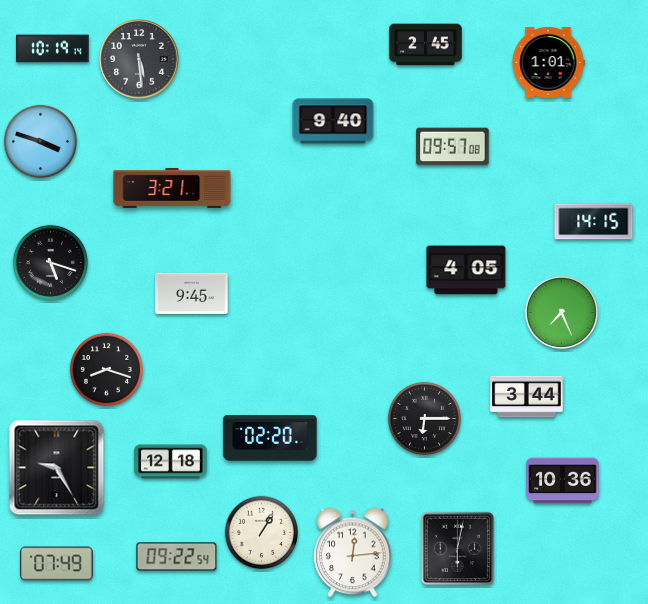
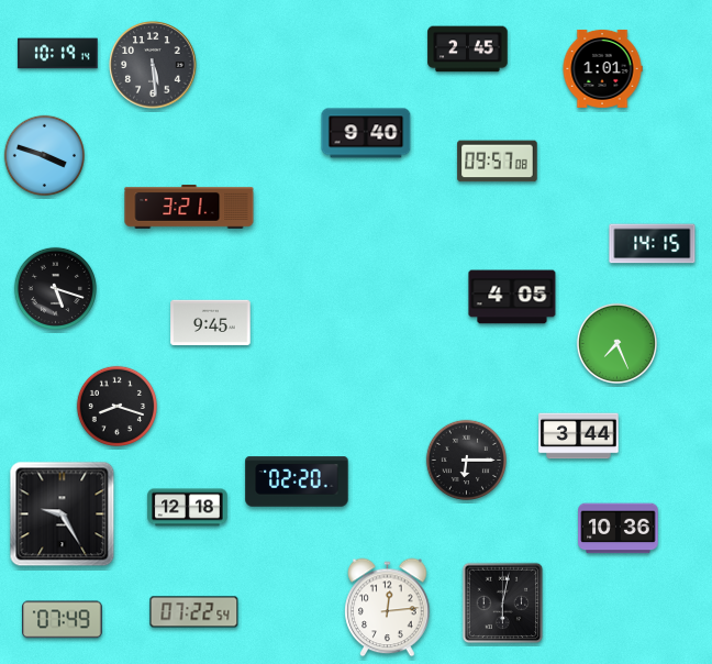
clock at (261, 532): 1:05 -> none
clock at (177, 557): 09:22 -> 07:22
